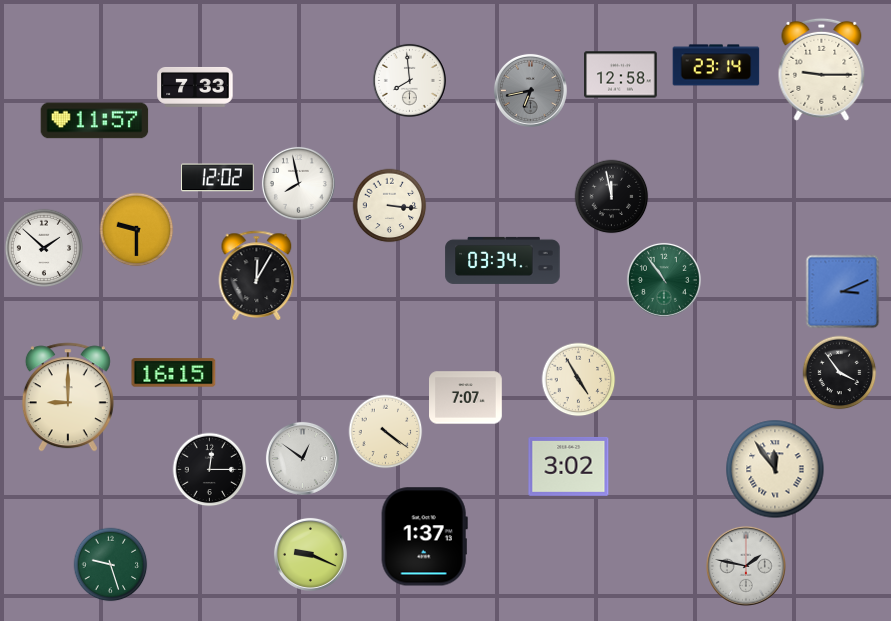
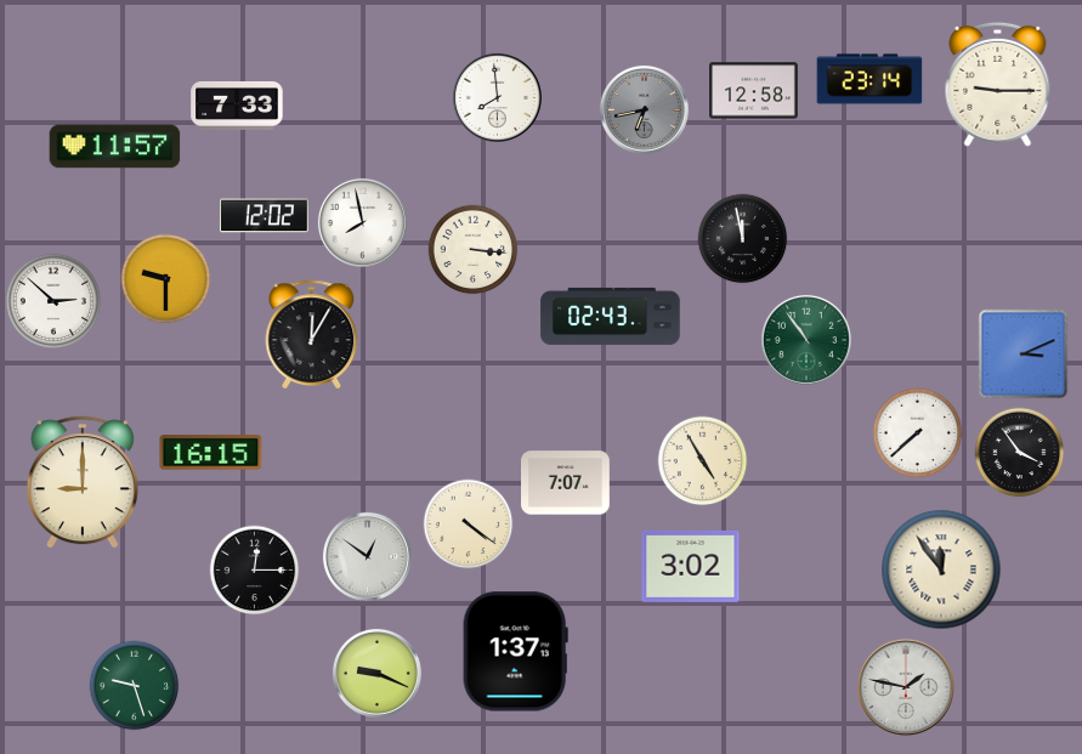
clock at (43, 247): 1:52 -> 2:52
clock at (503, 260): 03:34 -> 02:43
clock at (918, 433): none -> 7:38
